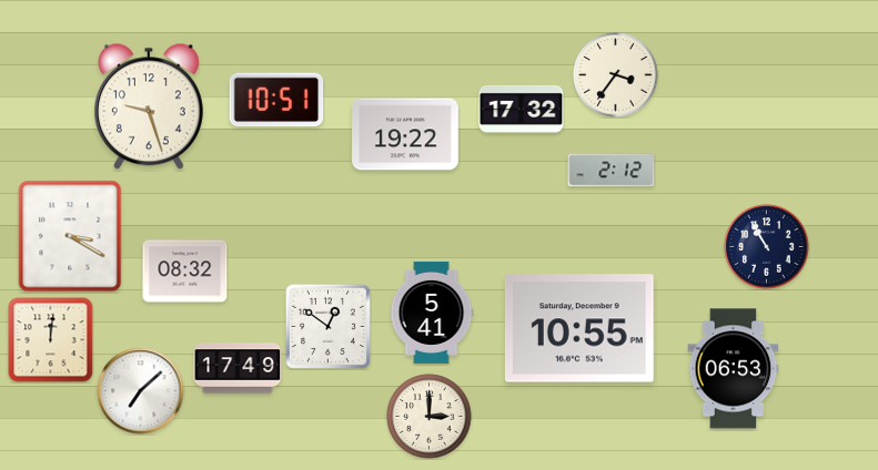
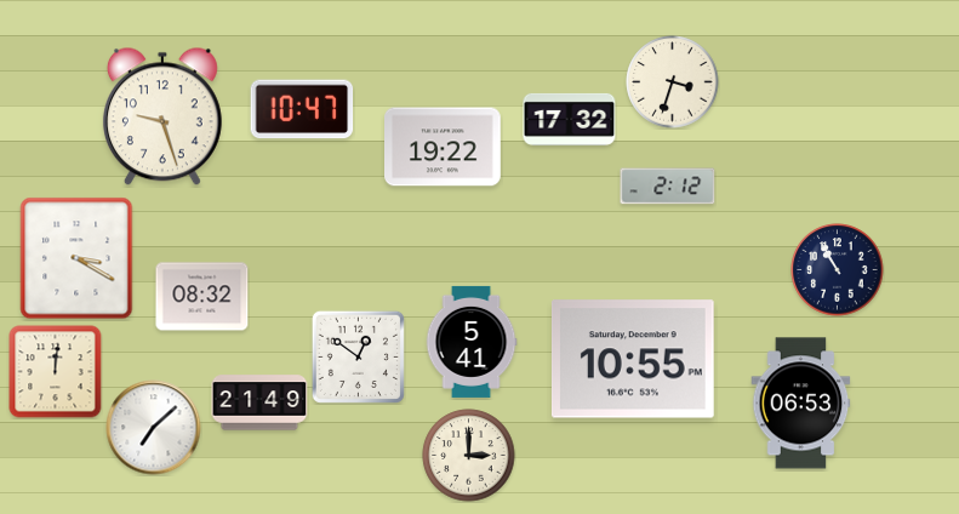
clock at (616, 75): 3:36 -> 3:33
clock at (276, 100): 10:51 -> 10:47
clock at (238, 368): 17:49 -> 21:49
